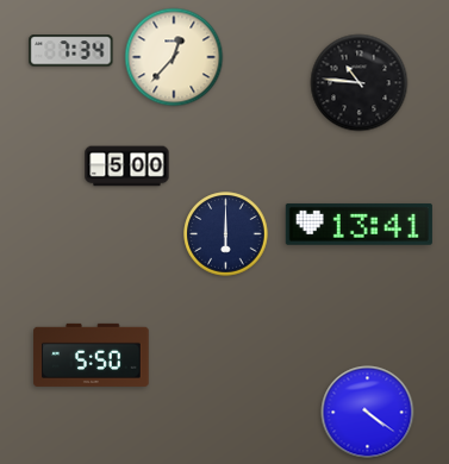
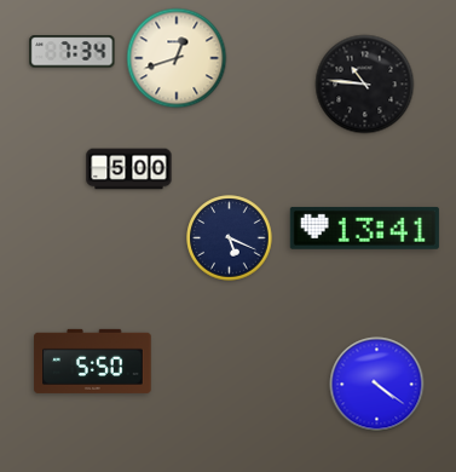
clock at (174, 57): 12:37 -> 12:42
clock at (226, 234): 6:00 -> 5:19
clock at (368, 413) position: (368, 413) -> (377, 385)
